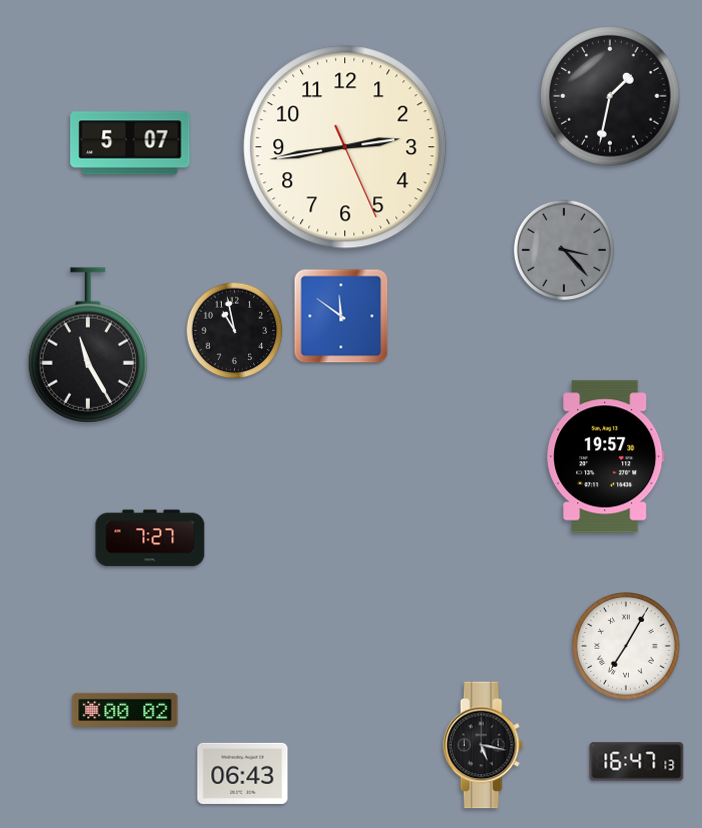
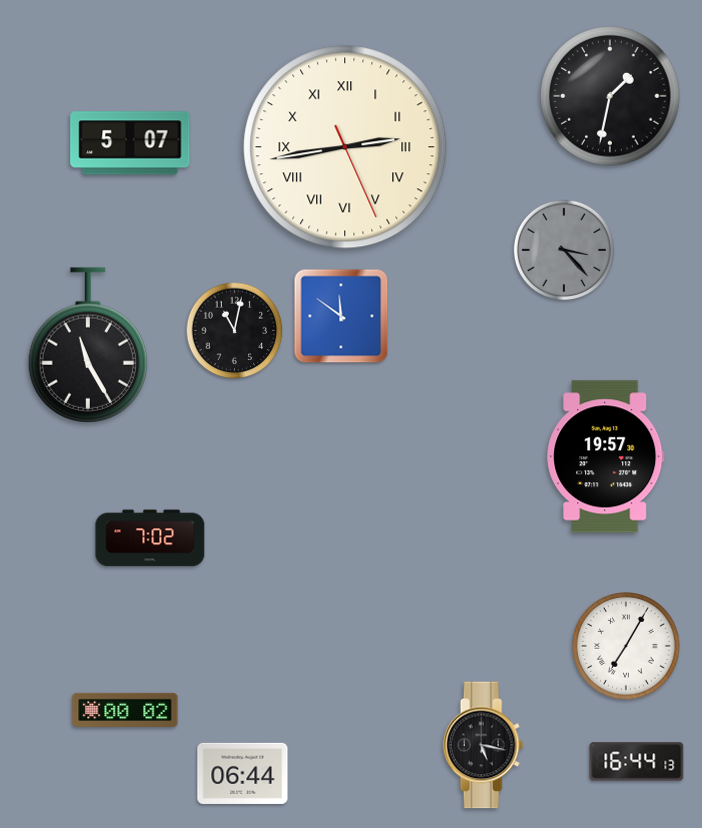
clock at (345, 147) numerals: Arabic -> Roman
clock at (235, 331): 10:58 -> 11:02
clock at (150, 538): 7:27 -> 7:02
clock at (637, 762): 16:47 -> 16:44
clock at (243, 773): 06:43 -> 06:44
